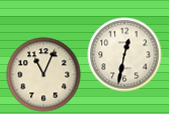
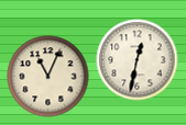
clock at (44, 75) position: (44, 75) -> (48, 77)
